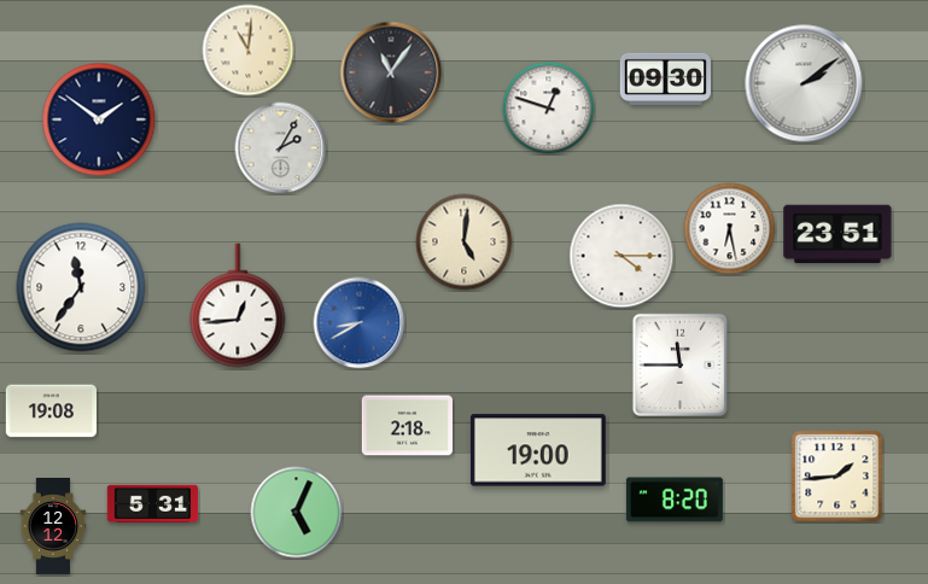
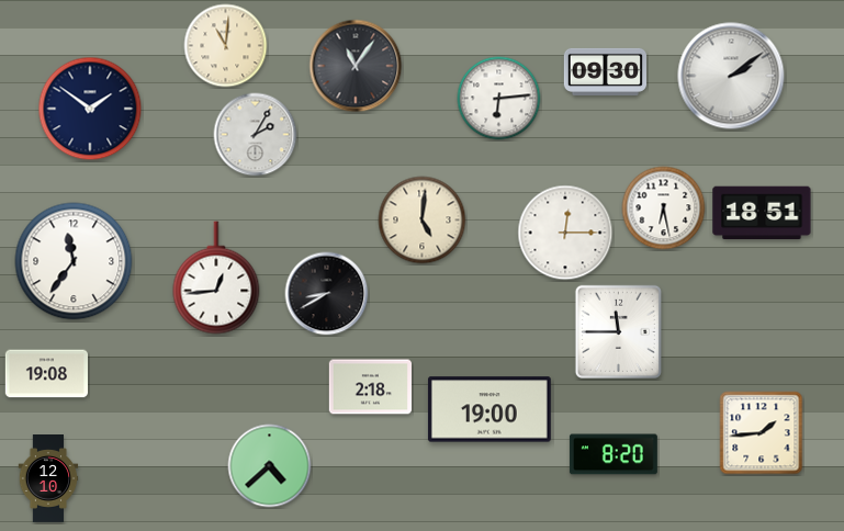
clock at (549, 109): 12:48 -> 6:14
clock at (837, 234): 23:51 -> 18:51
clock at (621, 256): 4:15 -> 12:15
clock at (360, 323) dial: blue -> black
clock at (152, 503): 5:31 -> none
clock at (297, 513): 5:04 -> 4:38
clock at (53, 527): 12:12 -> 12:10
